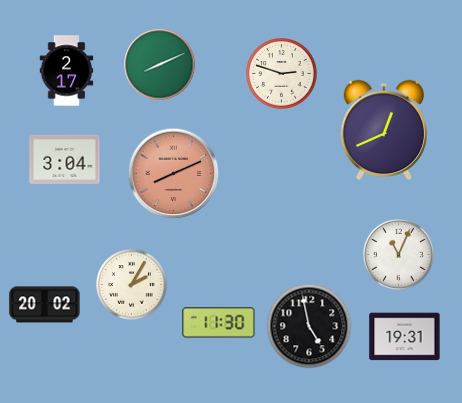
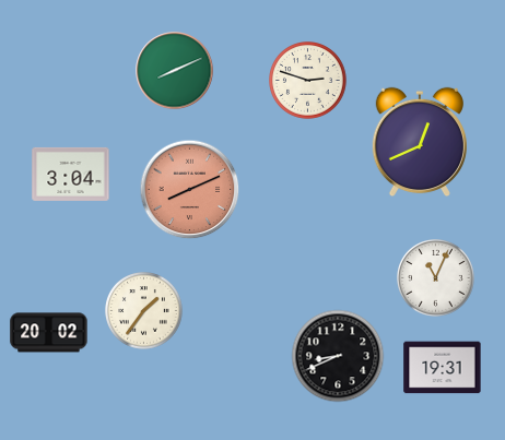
clock at (67, 71): 2:17 -> none
clock at (132, 285): 2:05 -> 1:36
clock at (219, 323): 11:30 -> none
clock at (309, 326): 4:58 -> 8:41
